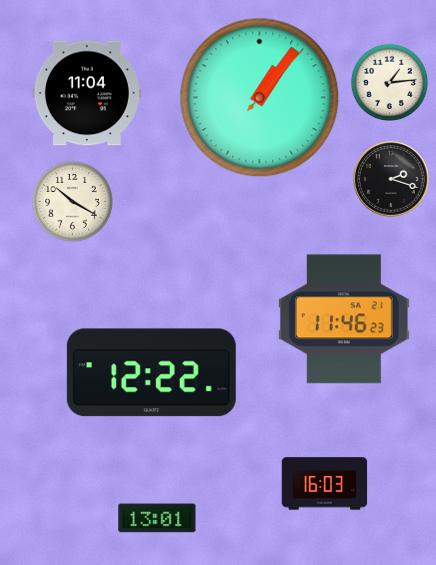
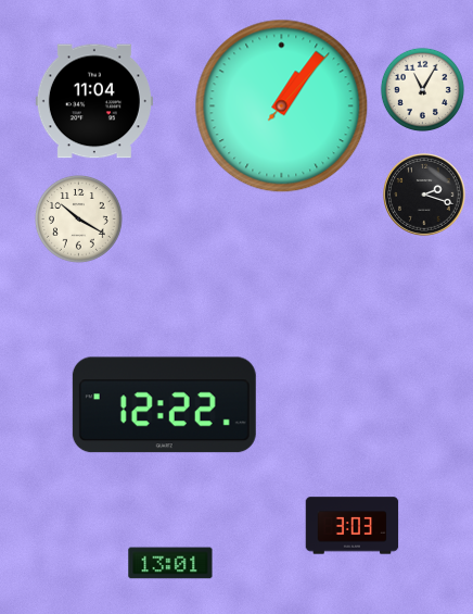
clock at (389, 82): 1:14 -> 11:05
clock at (344, 319): 11:46 -> none
clock at (325, 484): 16:03 -> 3:03
